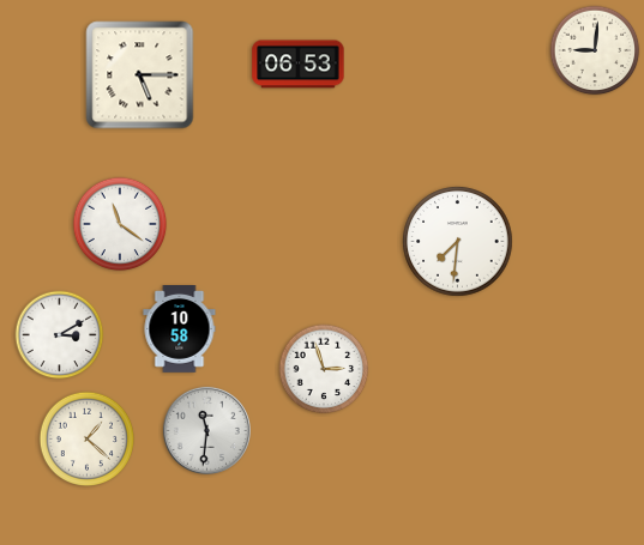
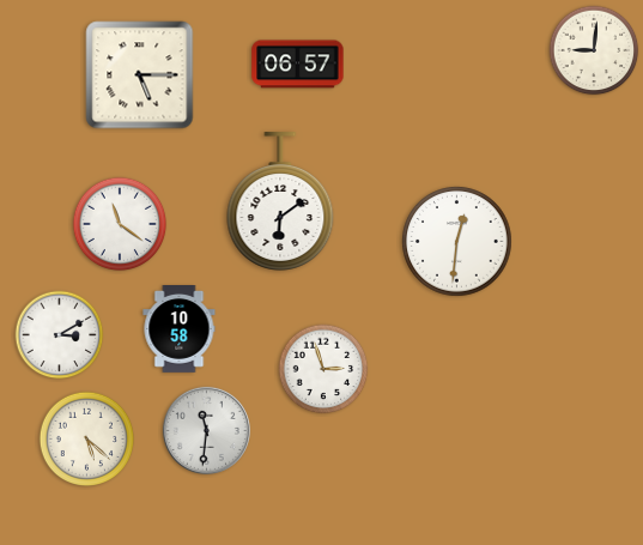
clock at (299, 65): 06:53 -> 06:57
clock at (280, 201): none -> 6:09
clock at (458, 242): 7:31 -> 12:31
clock at (88, 440): 1:22 -> 5:22
